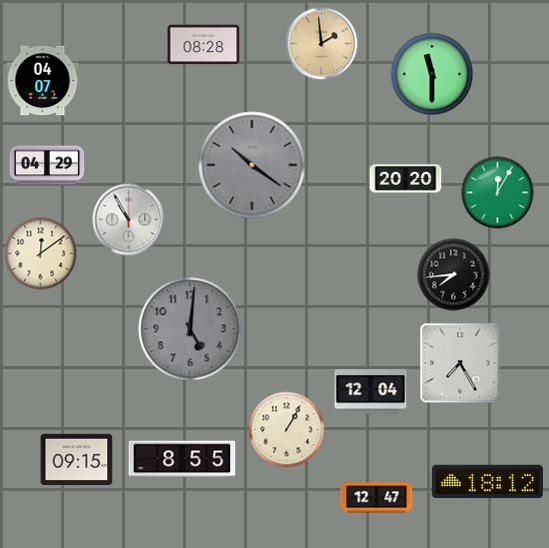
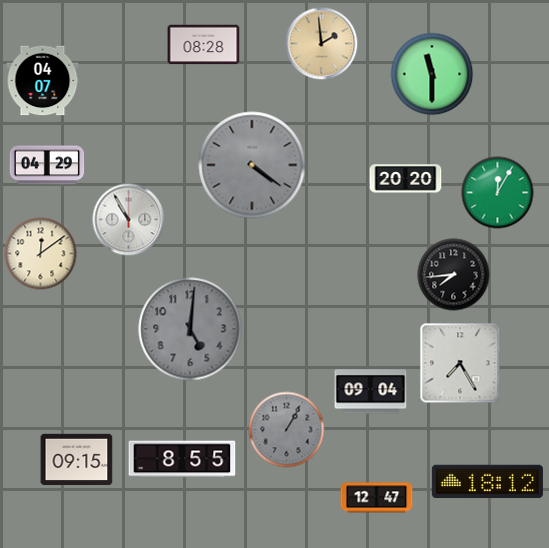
clock at (252, 165): 10:21 -> 4:21
clock at (371, 392): 12:04 -> 09:04
clock at (287, 430) dial: cream -> grey
